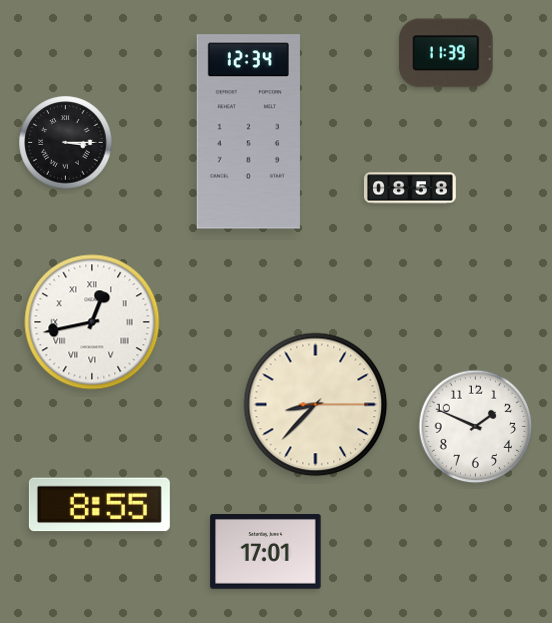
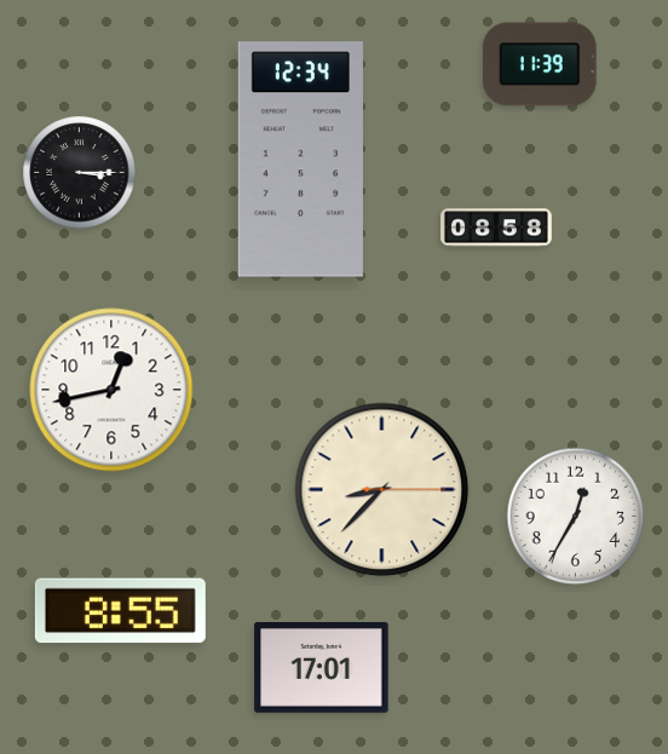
clock at (92, 322) numerals: Roman -> Arabic
clock at (476, 427): 1:49 -> 12:35
